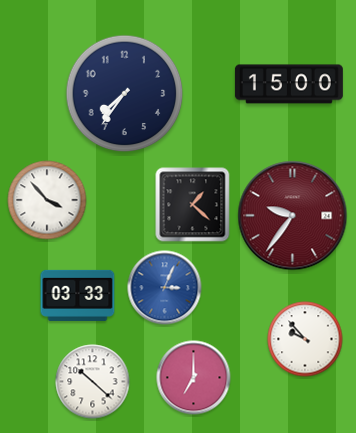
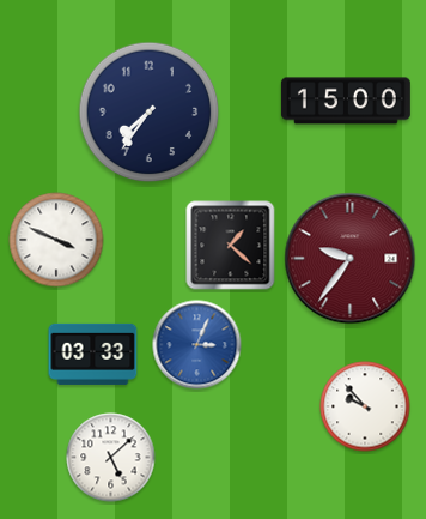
clock at (47, 200): 3:53 -> 3:49
clock at (194, 378): 7:00 -> none
clock at (93, 382): 10:22 -> 5:08
